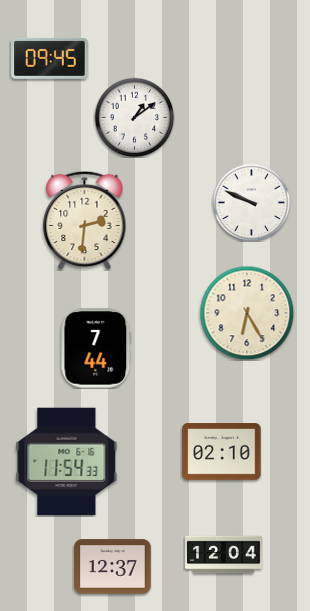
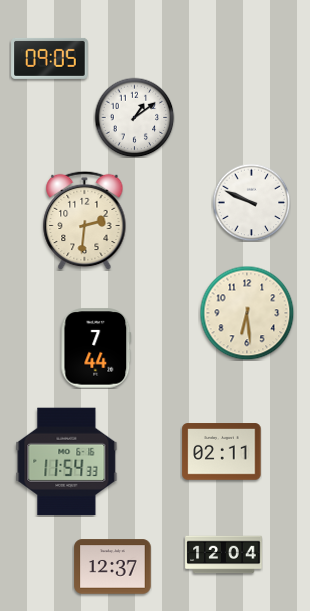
clock at (50, 58): 09:45 -> 09:05
clock at (247, 313): 6:25 -> 6:29
clock at (222, 452): 02:10 -> 02:11
